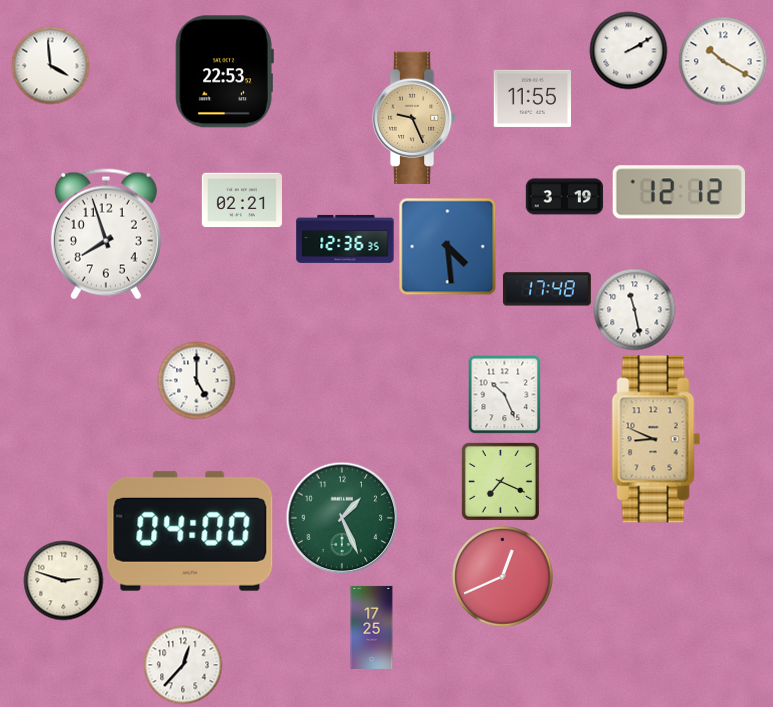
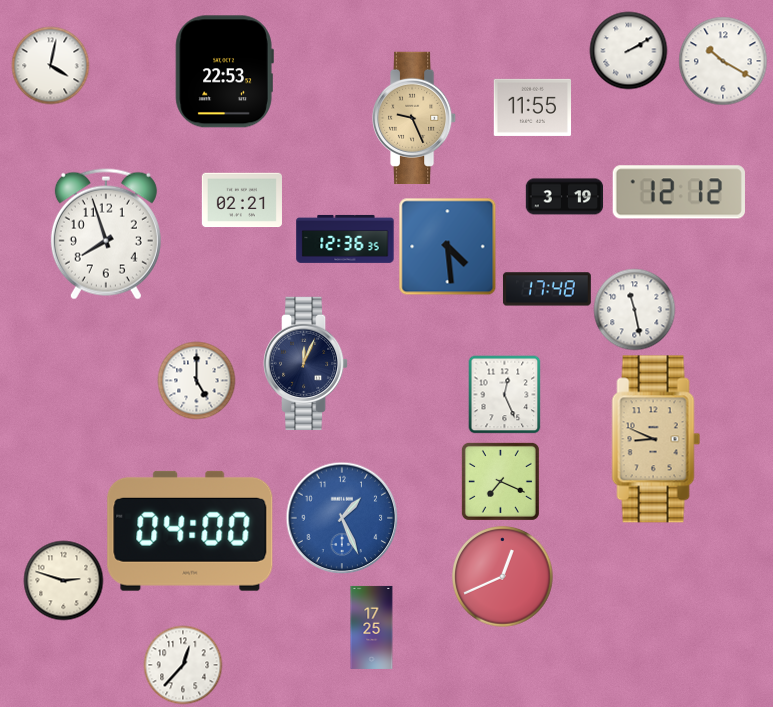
clock at (50, 65): 3:59 -> 4:02
clock at (532, 98) position: (532, 98) -> (532, 107)
clock at (306, 363): none -> 12:04
clock at (505, 394): 10:26 -> 12:26
clock at (342, 518) dial: green -> blue
